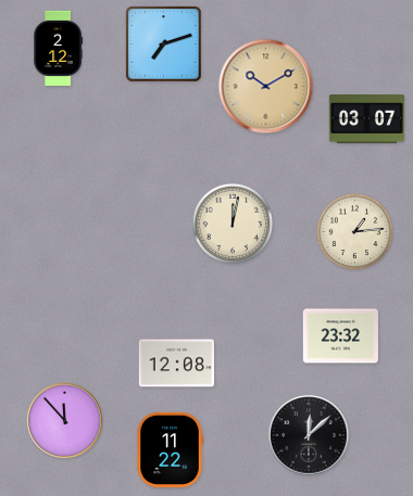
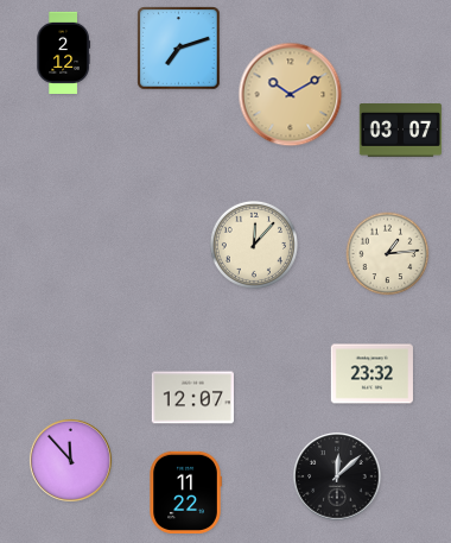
clock at (233, 224): 12:02 -> 12:07
clock at (340, 336) position: (340, 336) -> (371, 374)
clock at (176, 364): 12:08 -> 12:07
